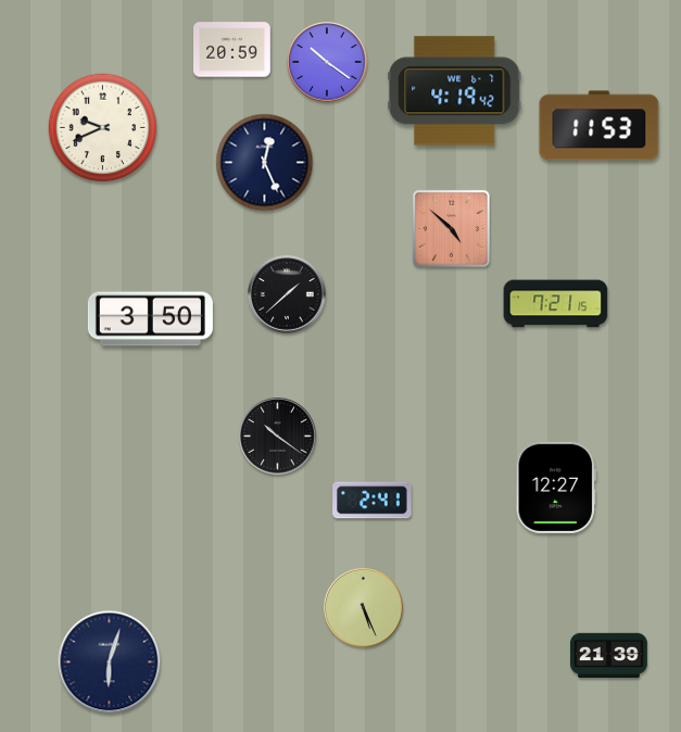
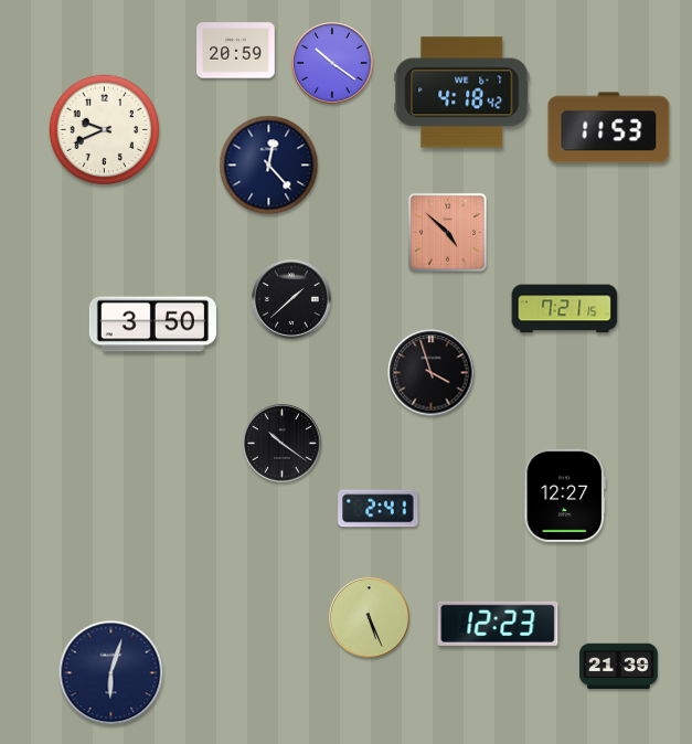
clock at (455, 91): 4:19 -> 4:18
clock at (265, 163): 12:26 -> 12:23
clock at (451, 228) position: (451, 228) -> (447, 232)
clock at (432, 373): none -> 3:57
clock at (498, 624): none -> 12:23
